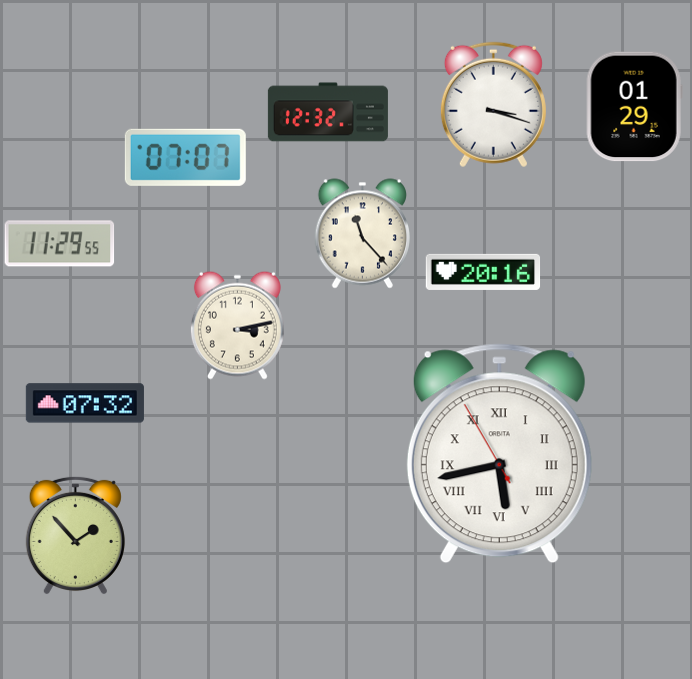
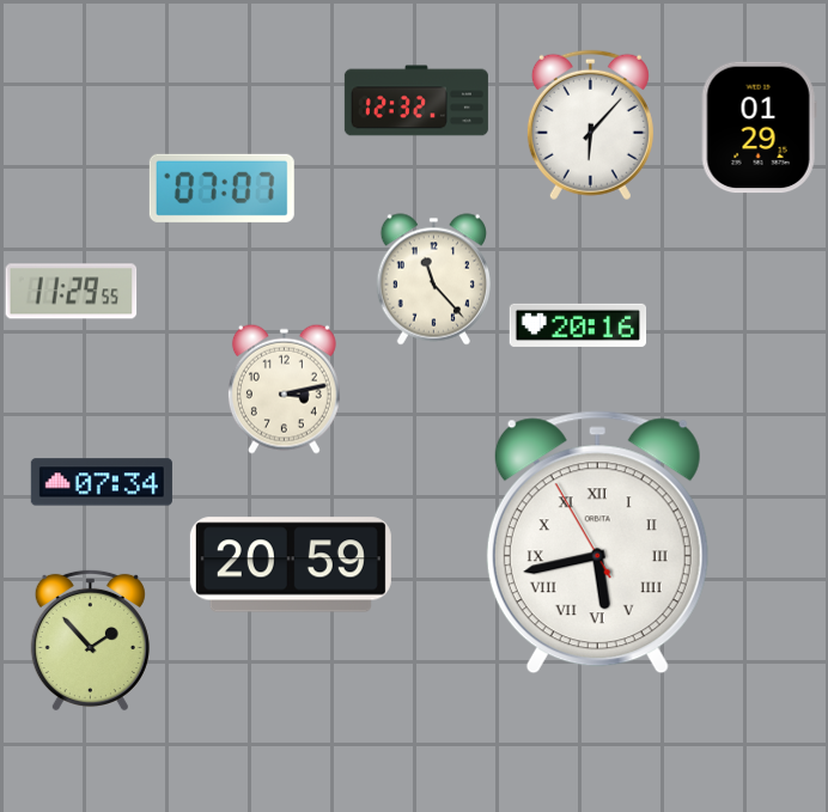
clock at (493, 105): 3:18 -> 6:07
clock at (328, 112) position: (328, 112) -> (416, 100)
clock at (85, 403): 07:32 -> 07:34
clock at (291, 564): none -> 20:59
